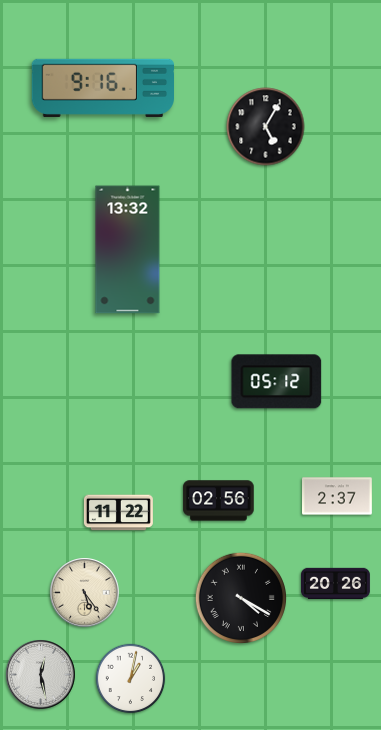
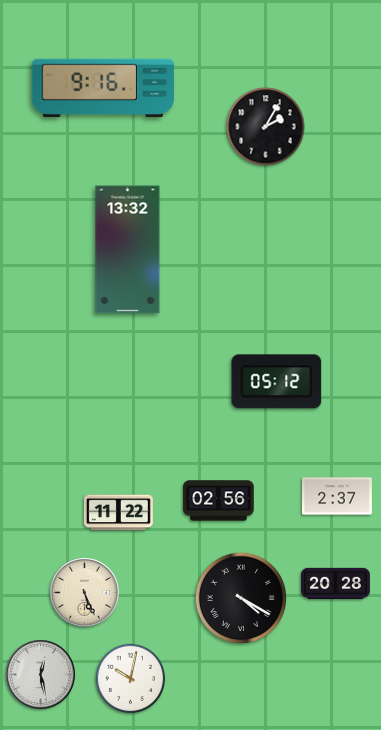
clock at (266, 127): 5:05 -> 2:05
clock at (335, 584): 20:26 -> 20:28
clock at (85, 593): 5:24 -> 5:26
clock at (131, 679): 1:02 -> 10:02
